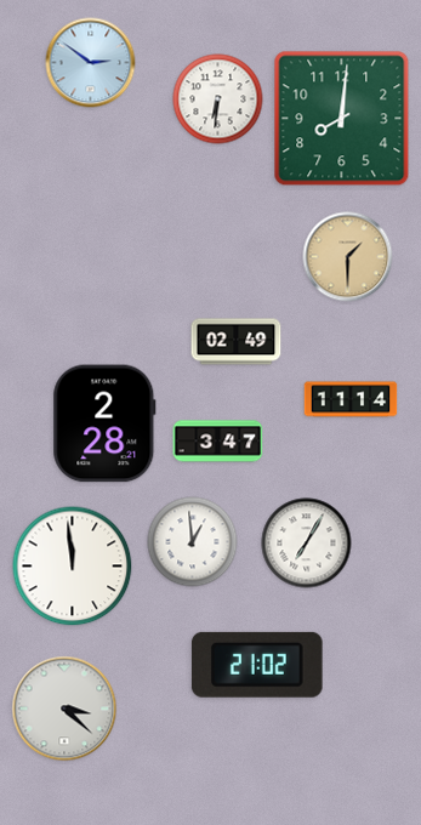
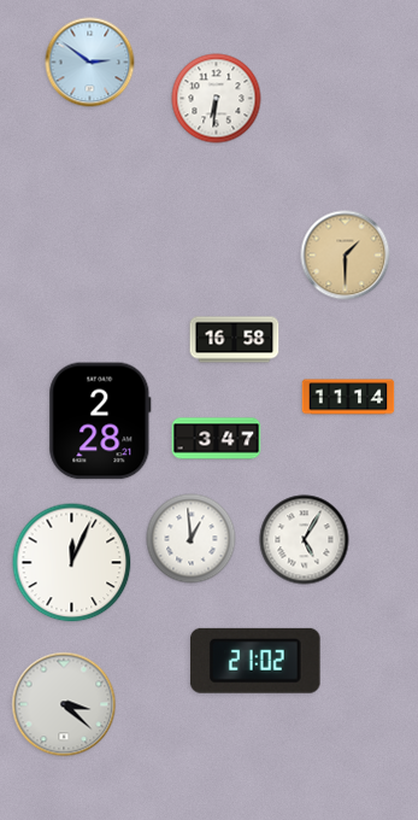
clock at (342, 119): 8:01 -> none
clock at (237, 342): 02:49 -> 16:58
clock at (104, 423) position: (104, 423) -> (100, 421)
clock at (307, 544): 7:05 -> 5:05
clock at (73, 567): 11:59 -> 12:04
